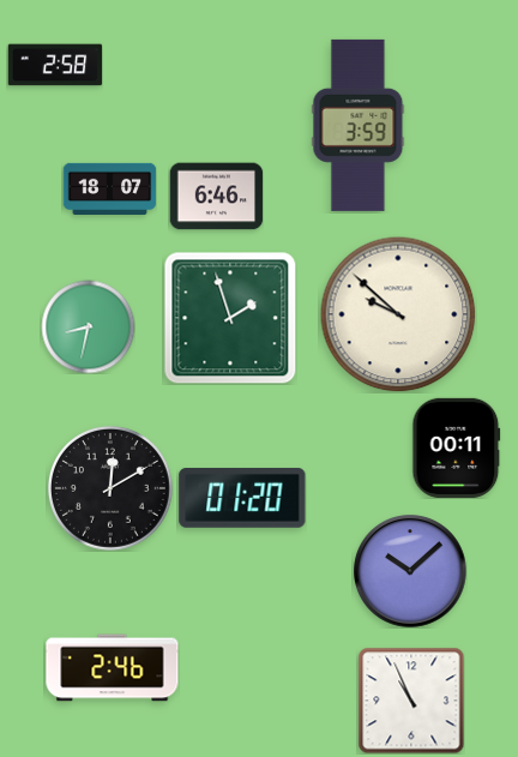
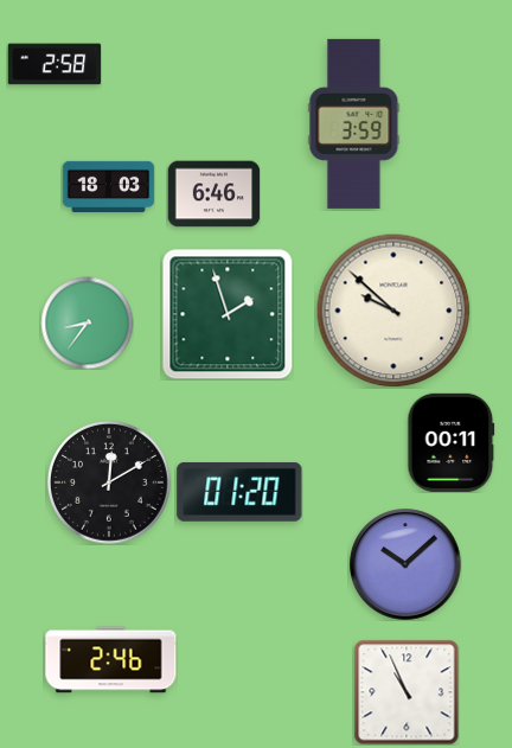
clock at (109, 188): 18:07 -> 18:03
clock at (88, 326): 8:32 -> 8:36
